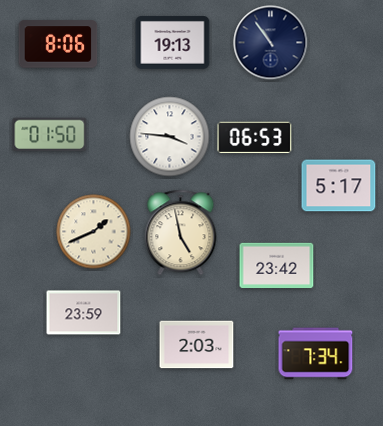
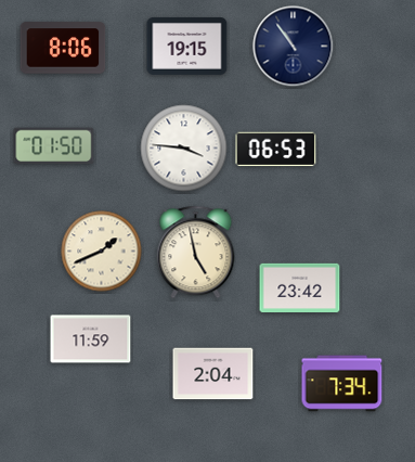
clock at (173, 43): 19:13 -> 19:15
clock at (339, 186): 5:17 -> none
clock at (84, 313): 23:59 -> 11:59
clock at (197, 345): 2:03 -> 2:04
